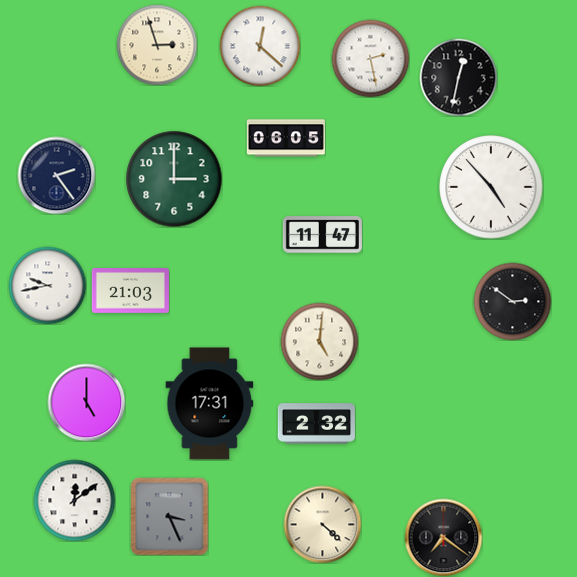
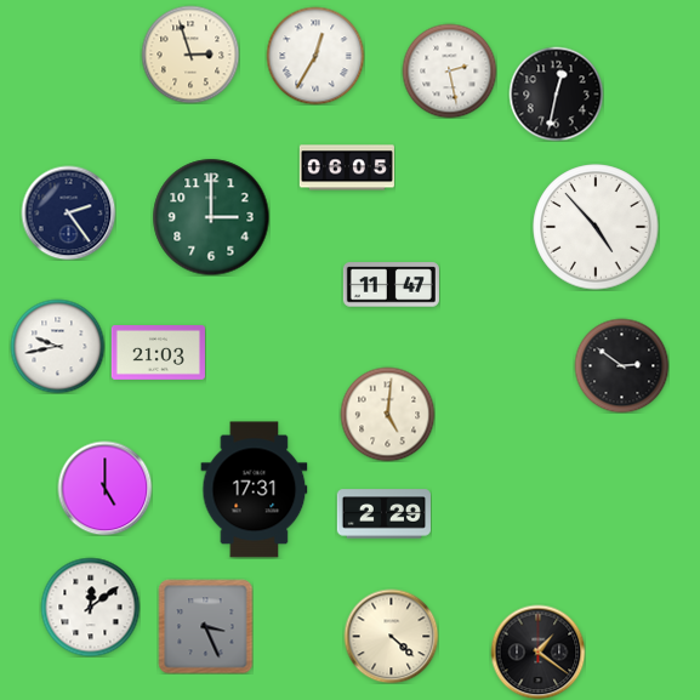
clock at (260, 46): 12:22 -> 12:35
clock at (316, 424): 2:32 -> 2:29
clock at (443, 537): 7:21 -> 1:21
